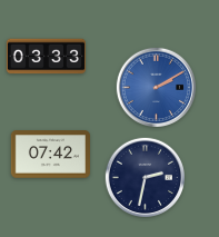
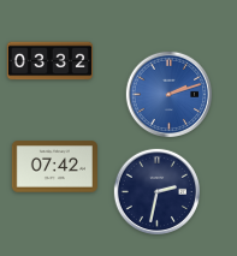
clock at (46, 57): 03:33 -> 03:32
clock at (156, 87): 2:10 -> 2:12
